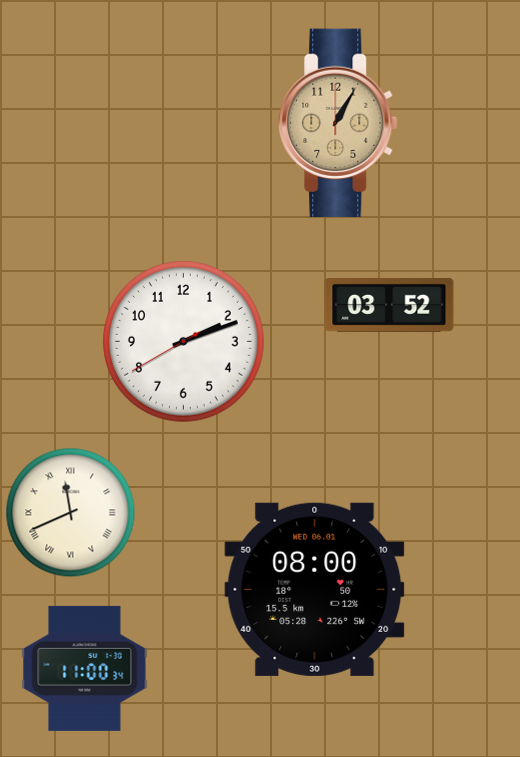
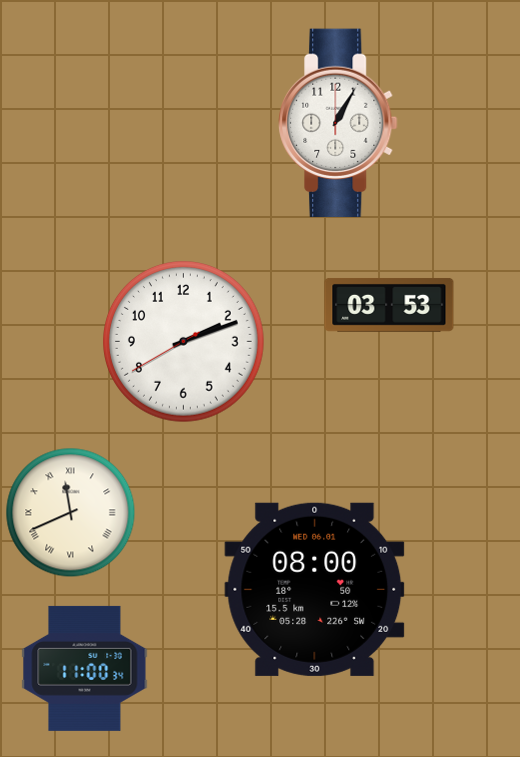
clock at (338, 123) dial: champagne -> white
clock at (389, 305): 03:52 -> 03:53
